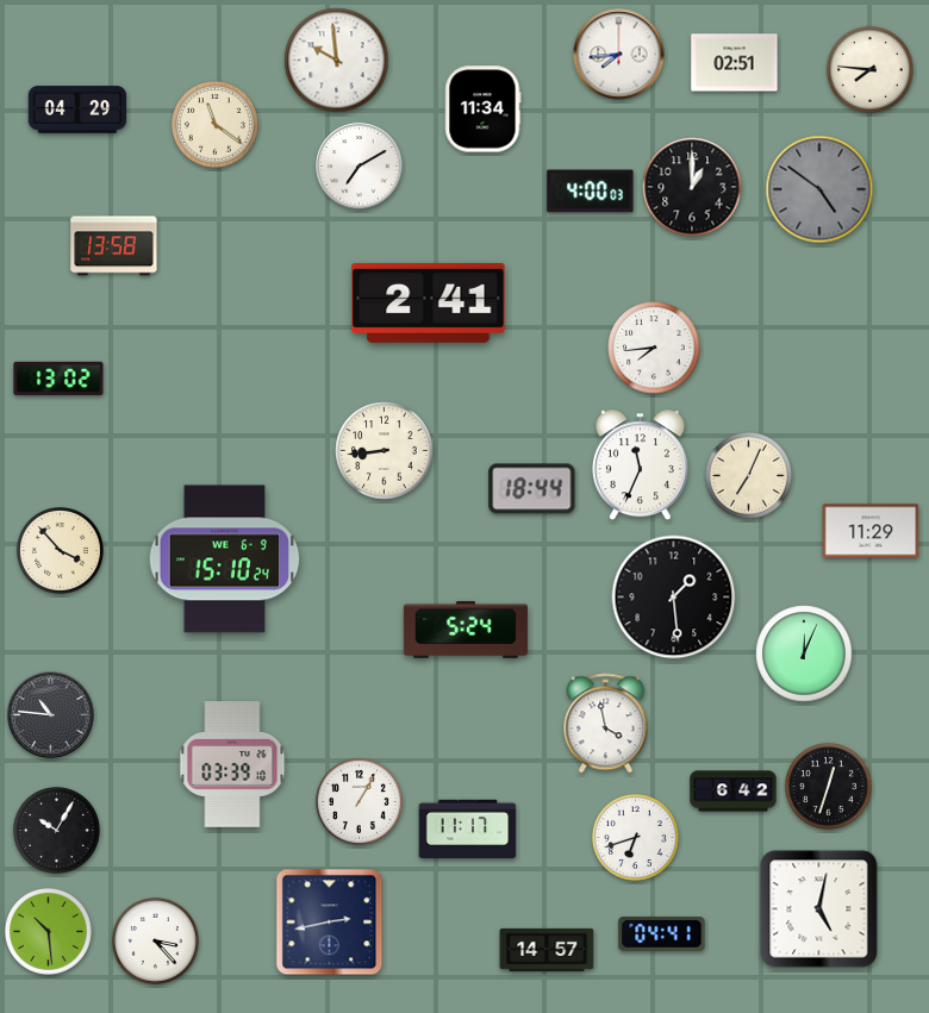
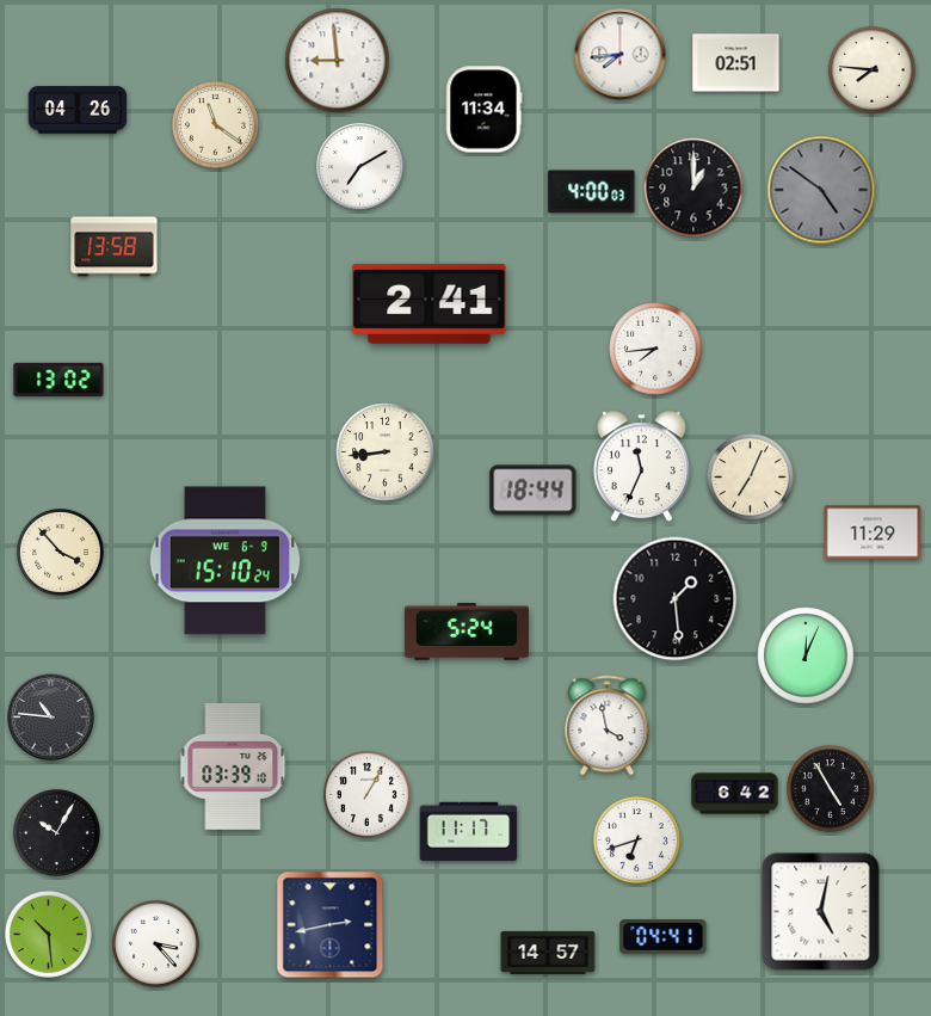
clock at (337, 61): 9:59 -> 8:59
clock at (77, 110): 04:29 -> 04:26
clock at (828, 786): 12:33 -> 4:55
clock at (358, 801) position: (358, 801) -> (366, 794)
